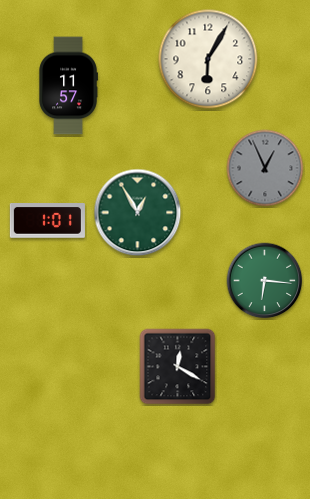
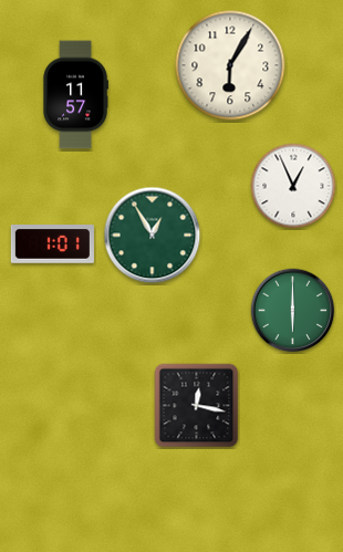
clock at (265, 168) dial: grey -> white
clock at (265, 281): 6:16 -> 6:00
clock at (178, 367): 12:20 -> 12:17
